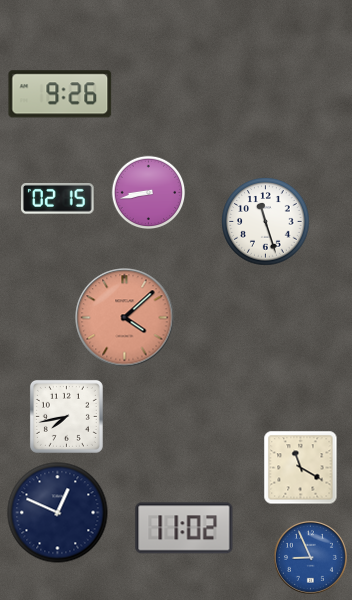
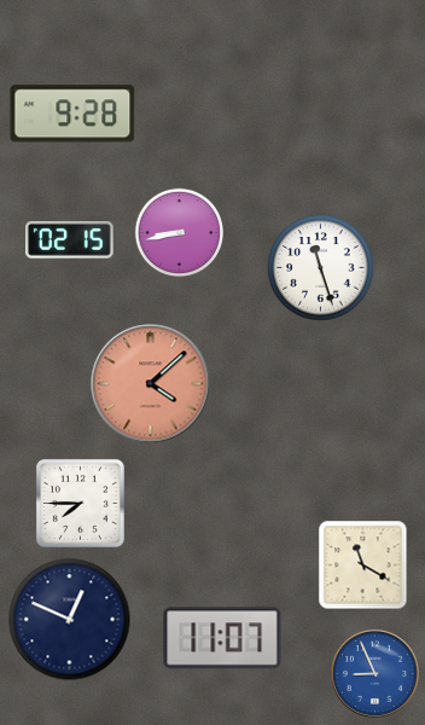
clock at (60, 94): 9:26 -> 9:28
clock at (66, 416): 7:43 -> 7:45
clock at (184, 528): 11:02 -> 11:07
